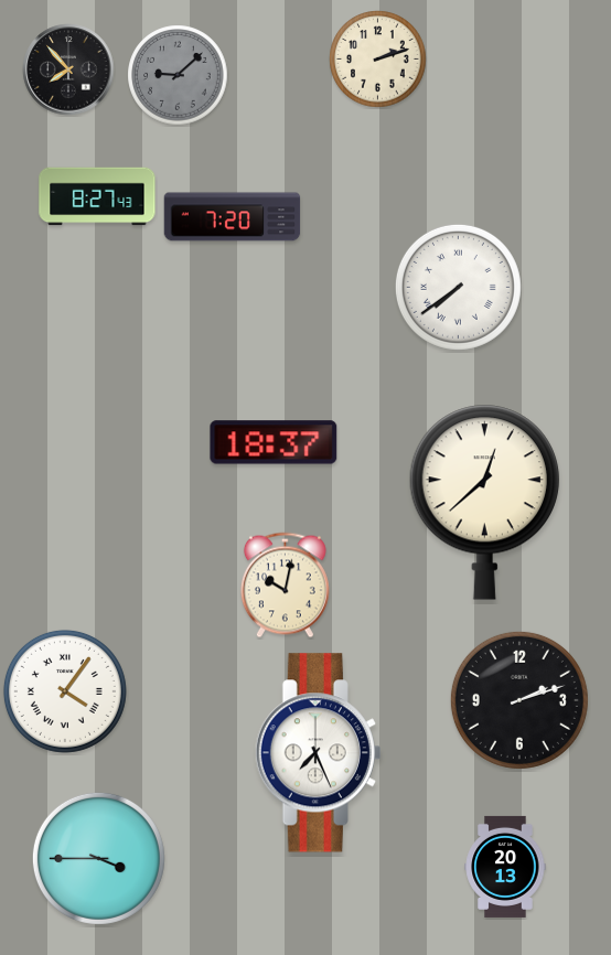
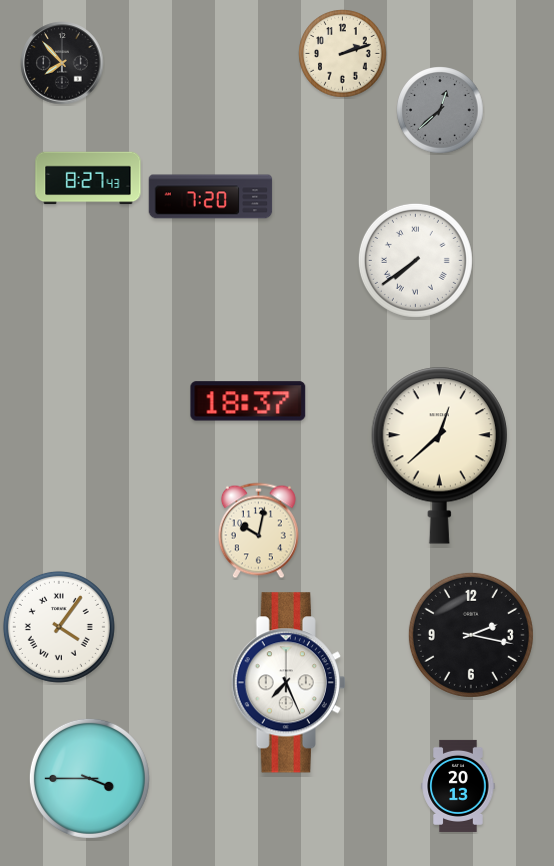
clock at (178, 75): 9:08 -> none
clock at (440, 110): none -> 12:38
clock at (519, 700): 2:12 -> 2:17
